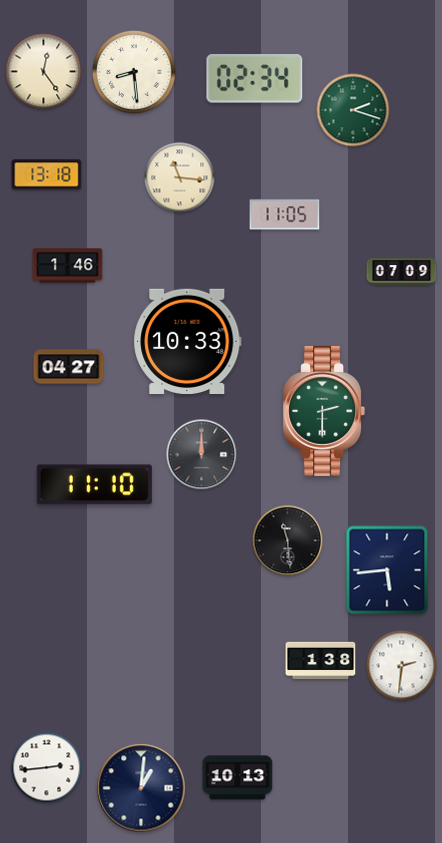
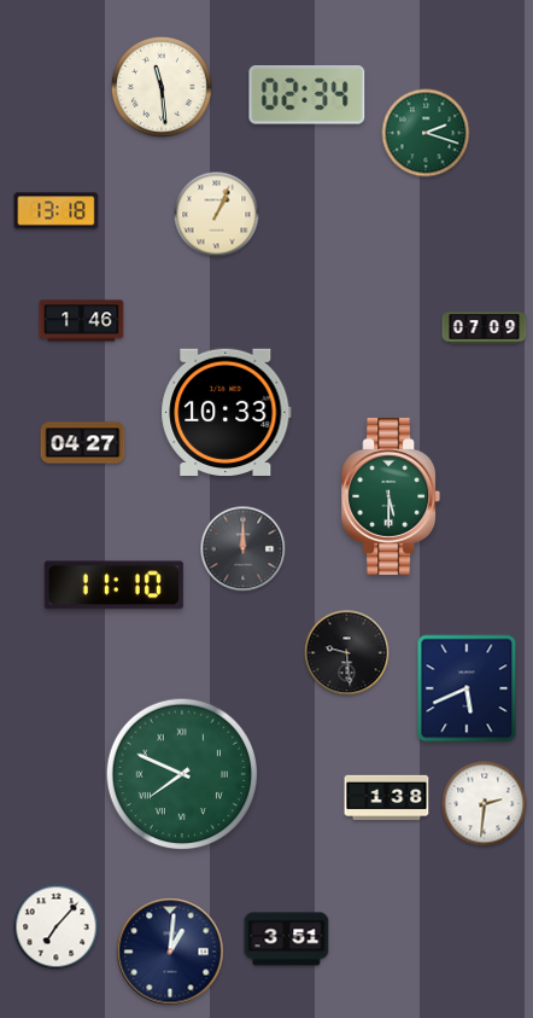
clock at (44, 72): 12:24 -> none
clock at (134, 72): 8:29 -> 11:29
clock at (180, 178): 11:16 -> 1:04
clock at (285, 215): 11:05 -> none
clock at (324, 411): 2:30 -> 5:30
clock at (288, 541): 11:29 -> 9:29
clock at (387, 570): 5:44 -> 5:41
clock at (182, 774): none -> 7:49
clock at (47, 768): 2:44 -> 7:07
clock at (238, 778): 10:13 -> 3:51
